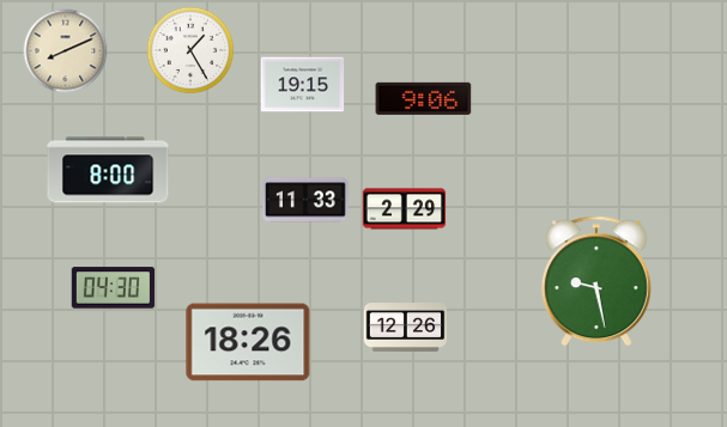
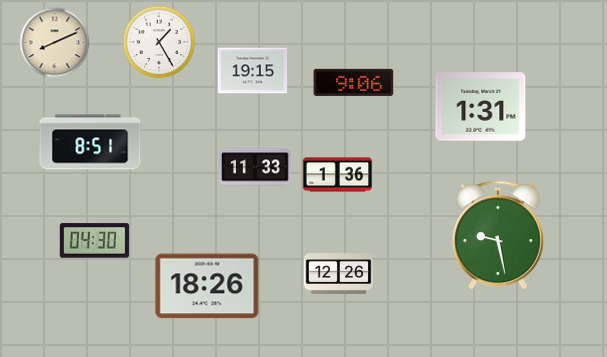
clock at (481, 107): none -> 1:31
clock at (108, 170): 8:00 -> 8:51
clock at (405, 209): 2:29 -> 1:36
